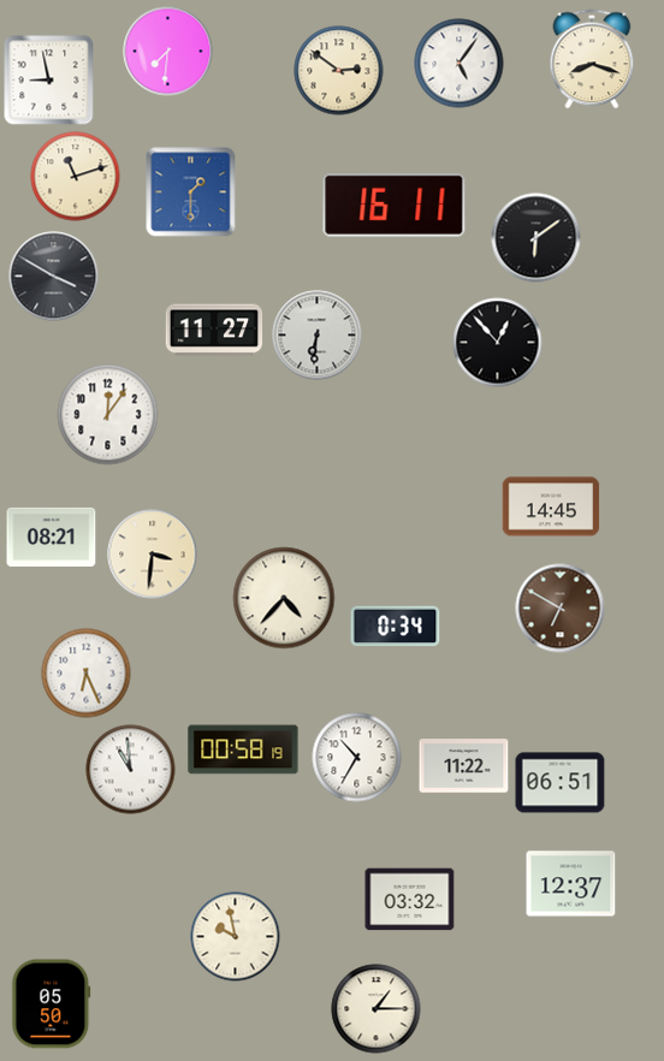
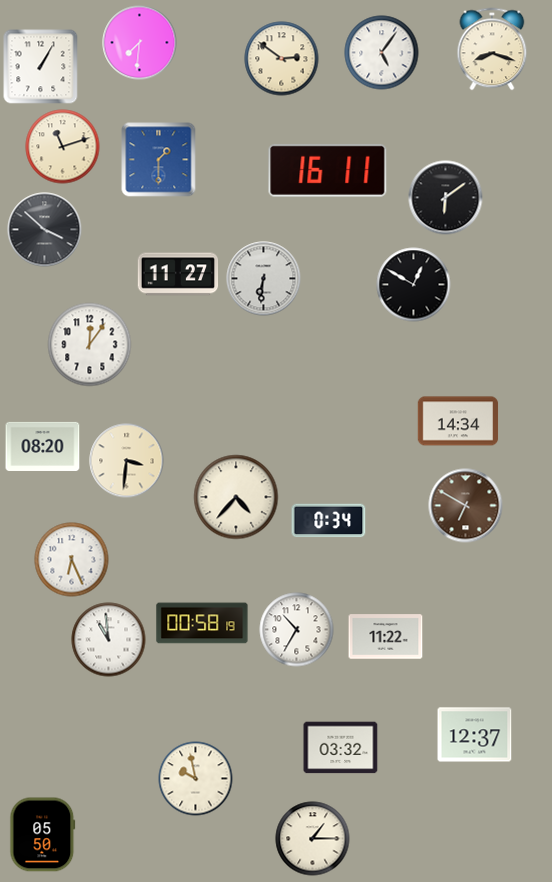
clock at (49, 81): 8:58 -> 1:05
clock at (54, 277): 3:50 -> 3:52
clock at (498, 343): 12:53 -> 12:50
clock at (551, 506): 14:45 -> 14:34
clock at (52, 537): 08:21 -> 08:20
clock at (561, 783): 06:51 -> none
